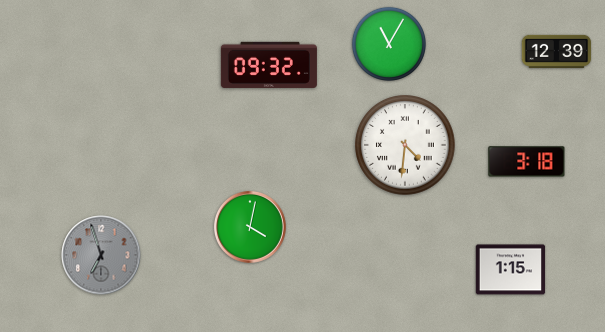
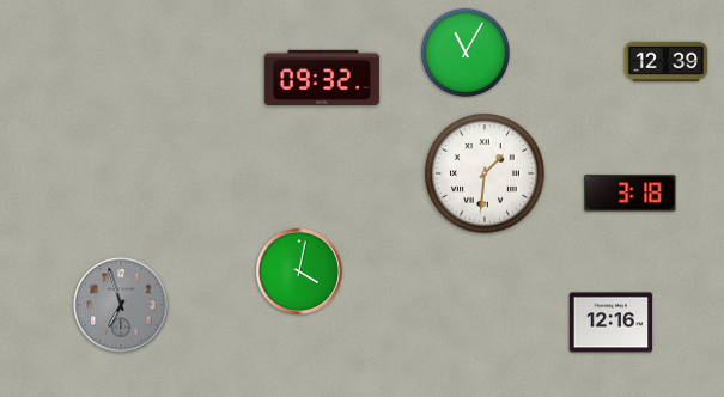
clock at (405, 145): 4:31 -> 1:31
clock at (511, 270): 1:15 -> 12:16
